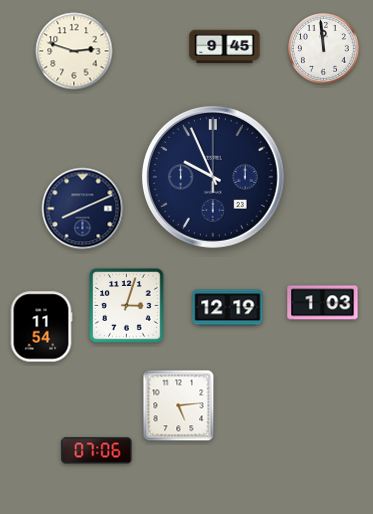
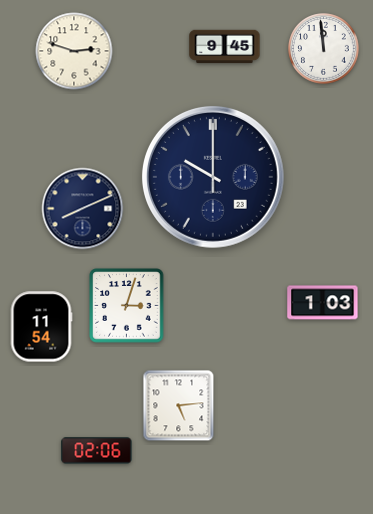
clock at (213, 177): 9:56 -> 10:00
clock at (228, 308): 12:19 -> none
clock at (97, 451): 07:06 -> 02:06
